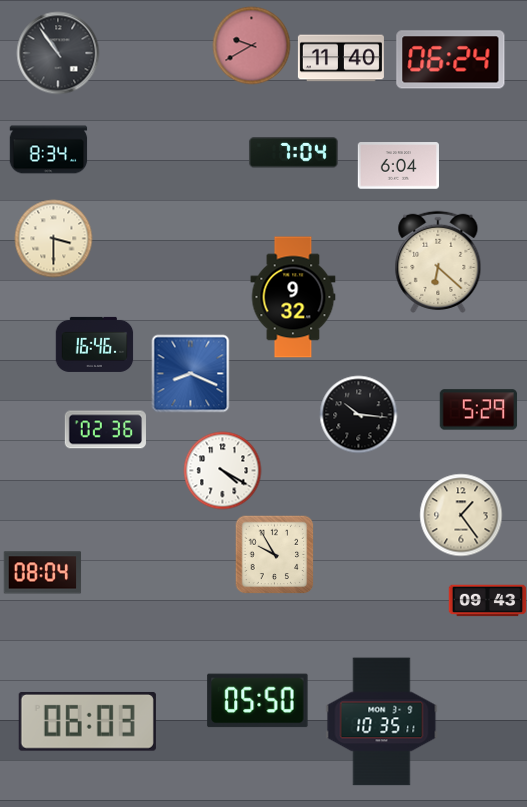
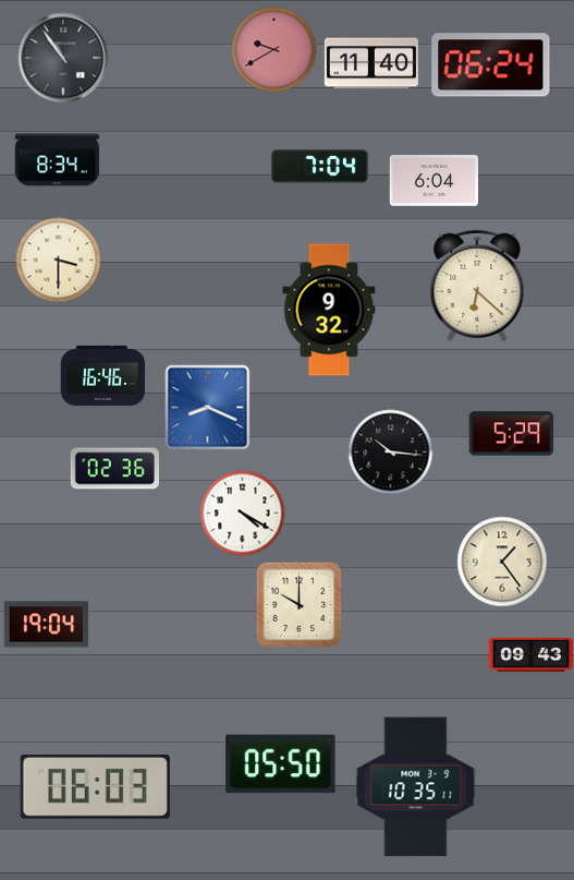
clock at (48, 150) position: (48, 150) -> (57, 160)
clock at (293, 297) position: (293, 297) -> (329, 310)
clock at (478, 410) position: (478, 410) -> (511, 434)
clock at (274, 554): 9:55 -> 10:00
clock at (42, 573): 08:04 -> 19:04
